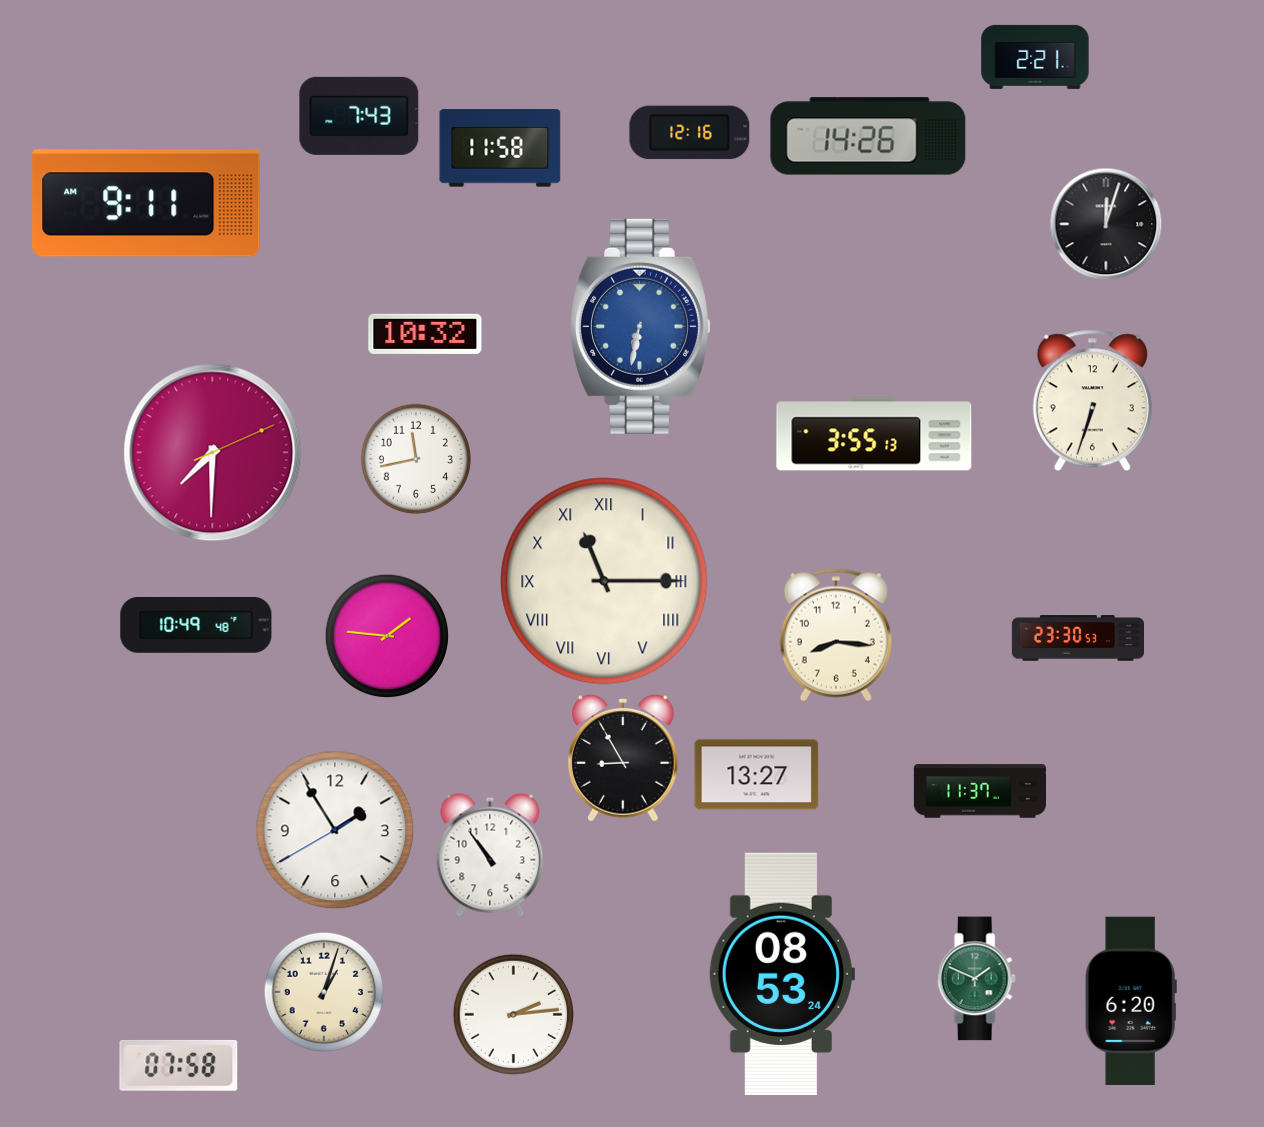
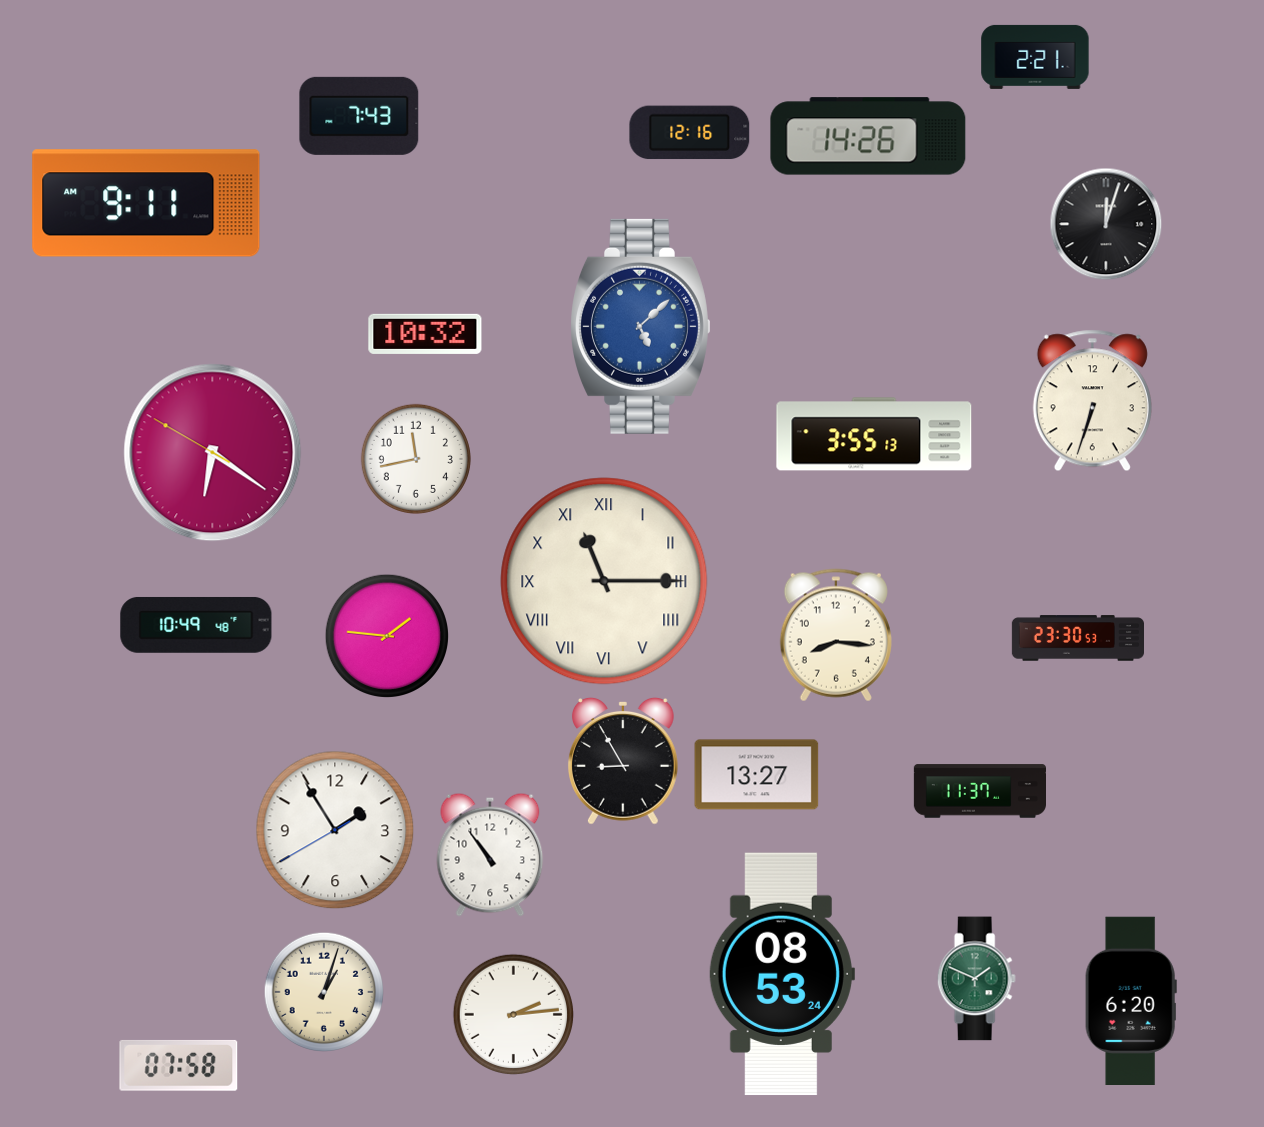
clock at (500, 148): 11:58 -> none
clock at (641, 326): 6:32 -> 5:08
clock at (213, 453): 7:30 -> 6:20
clock at (623, 758) position: (623, 758) -> (623, 761)
